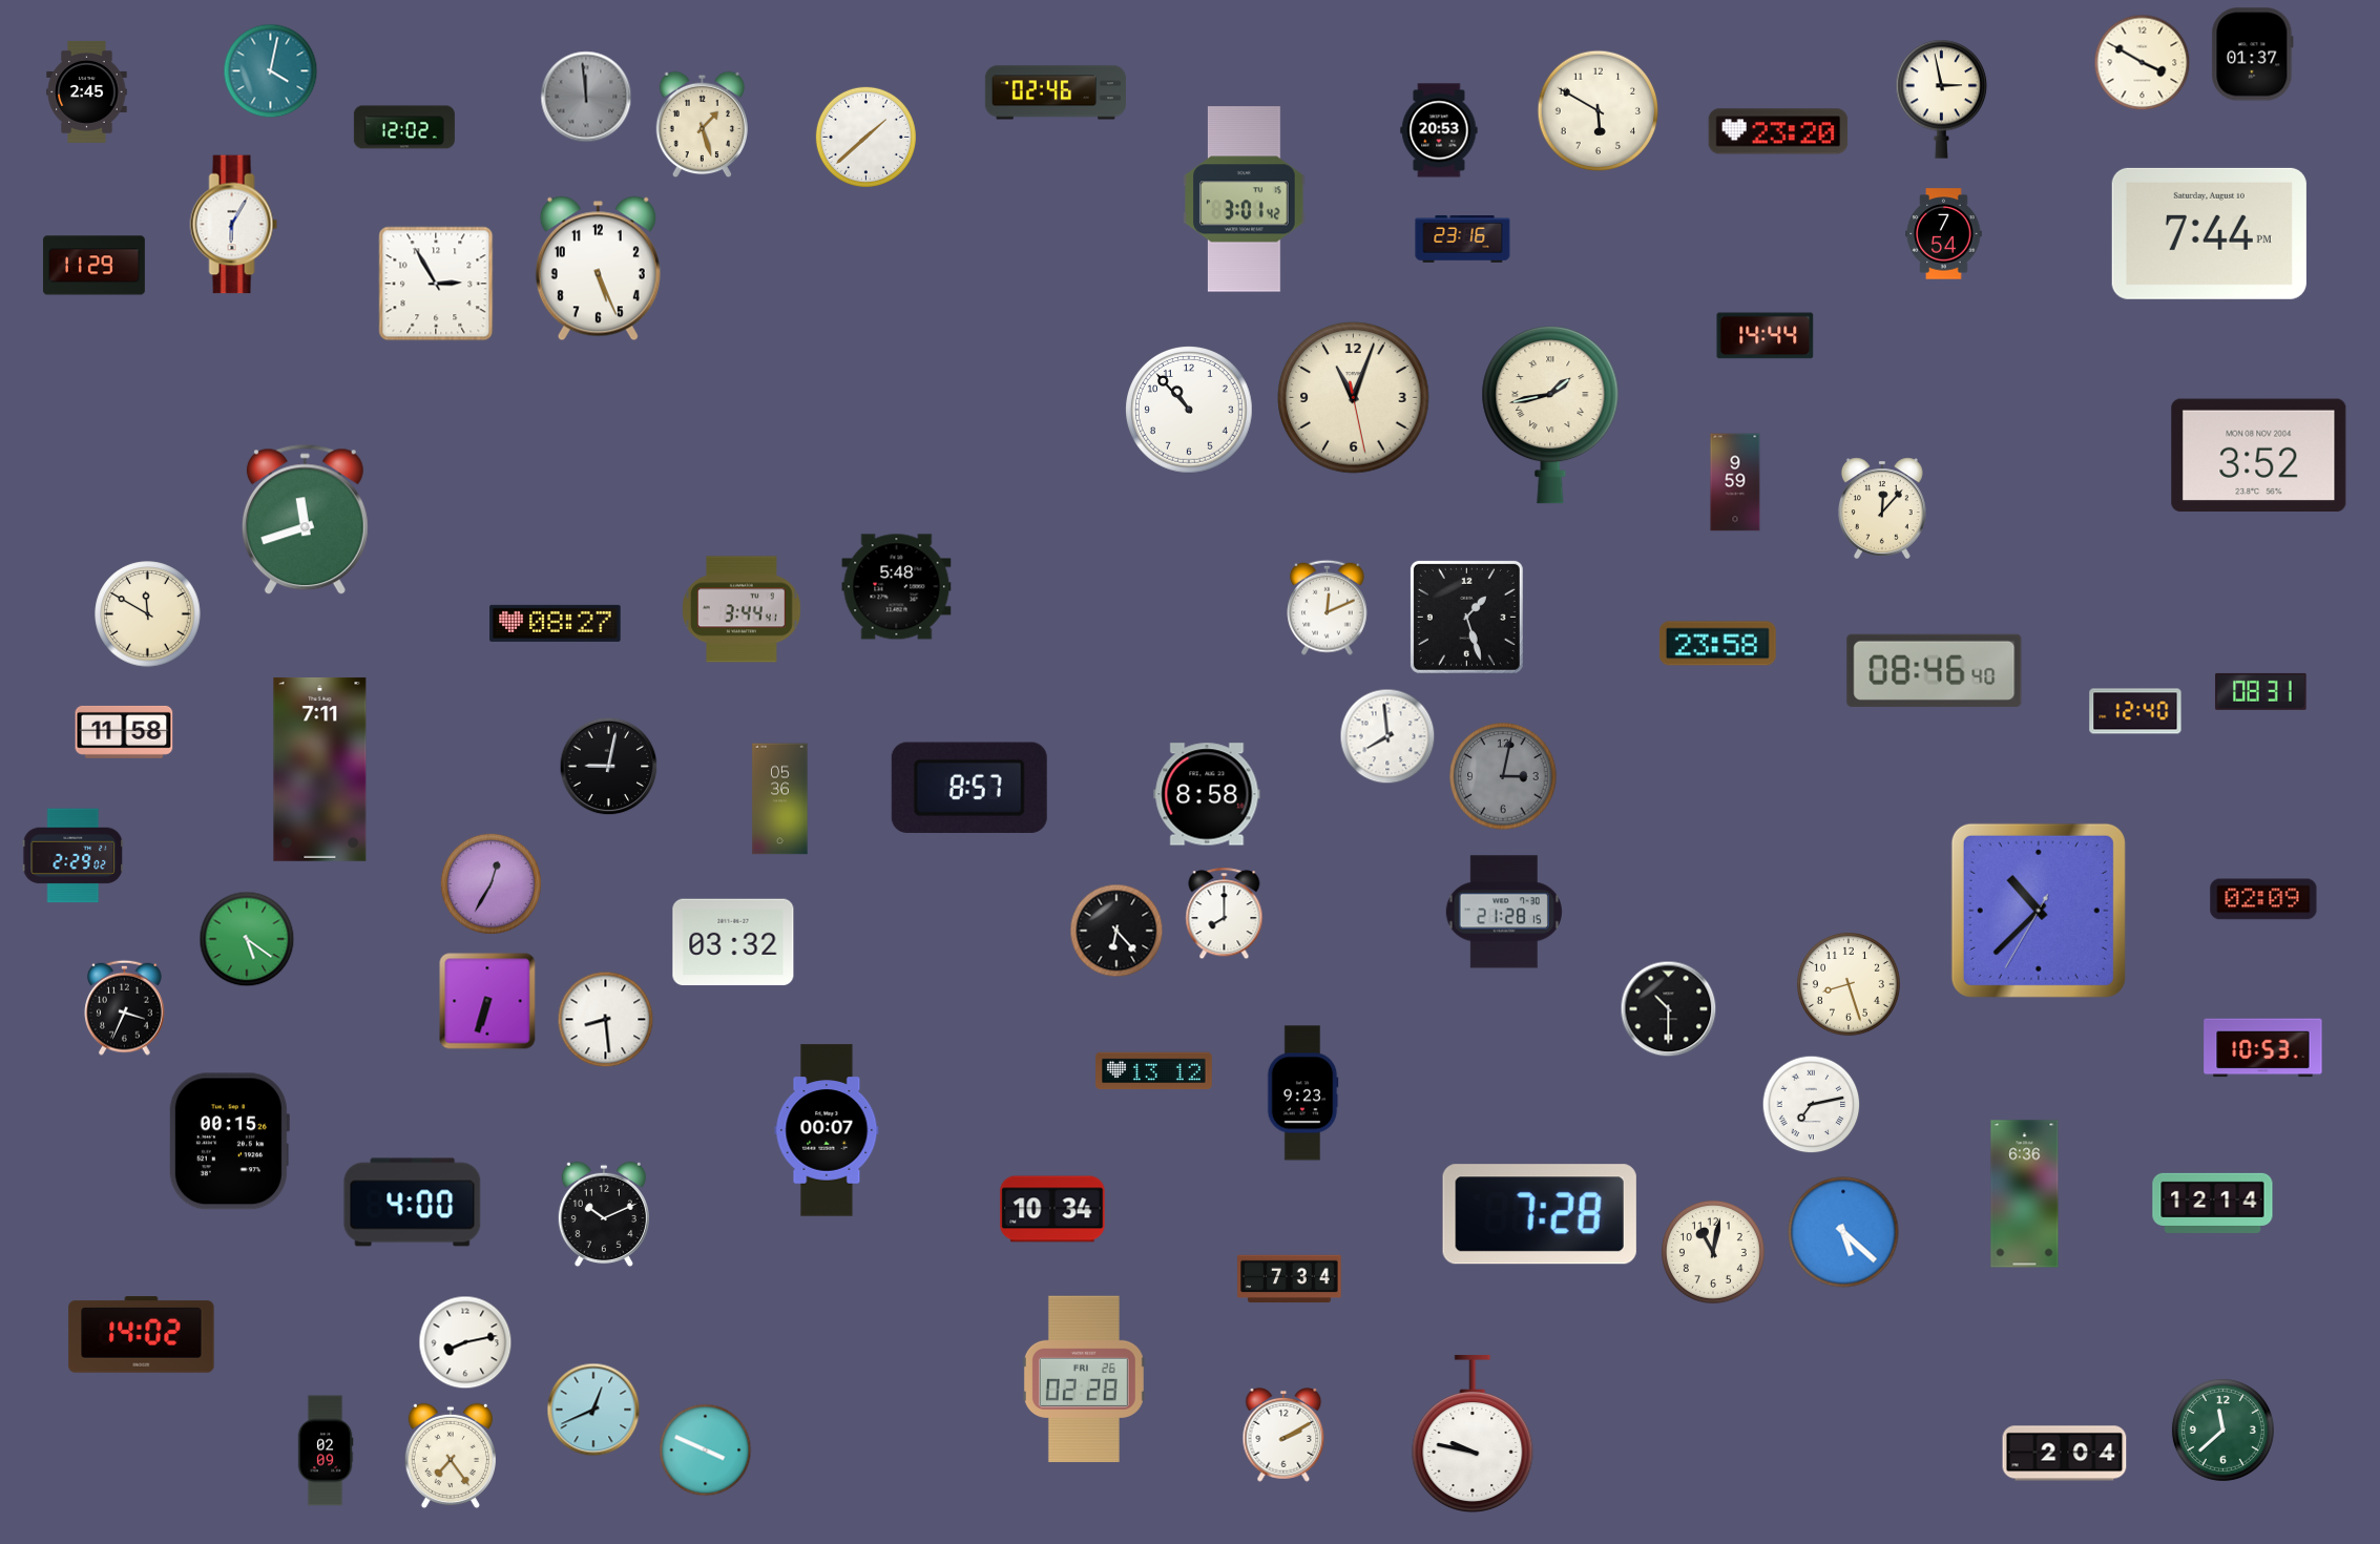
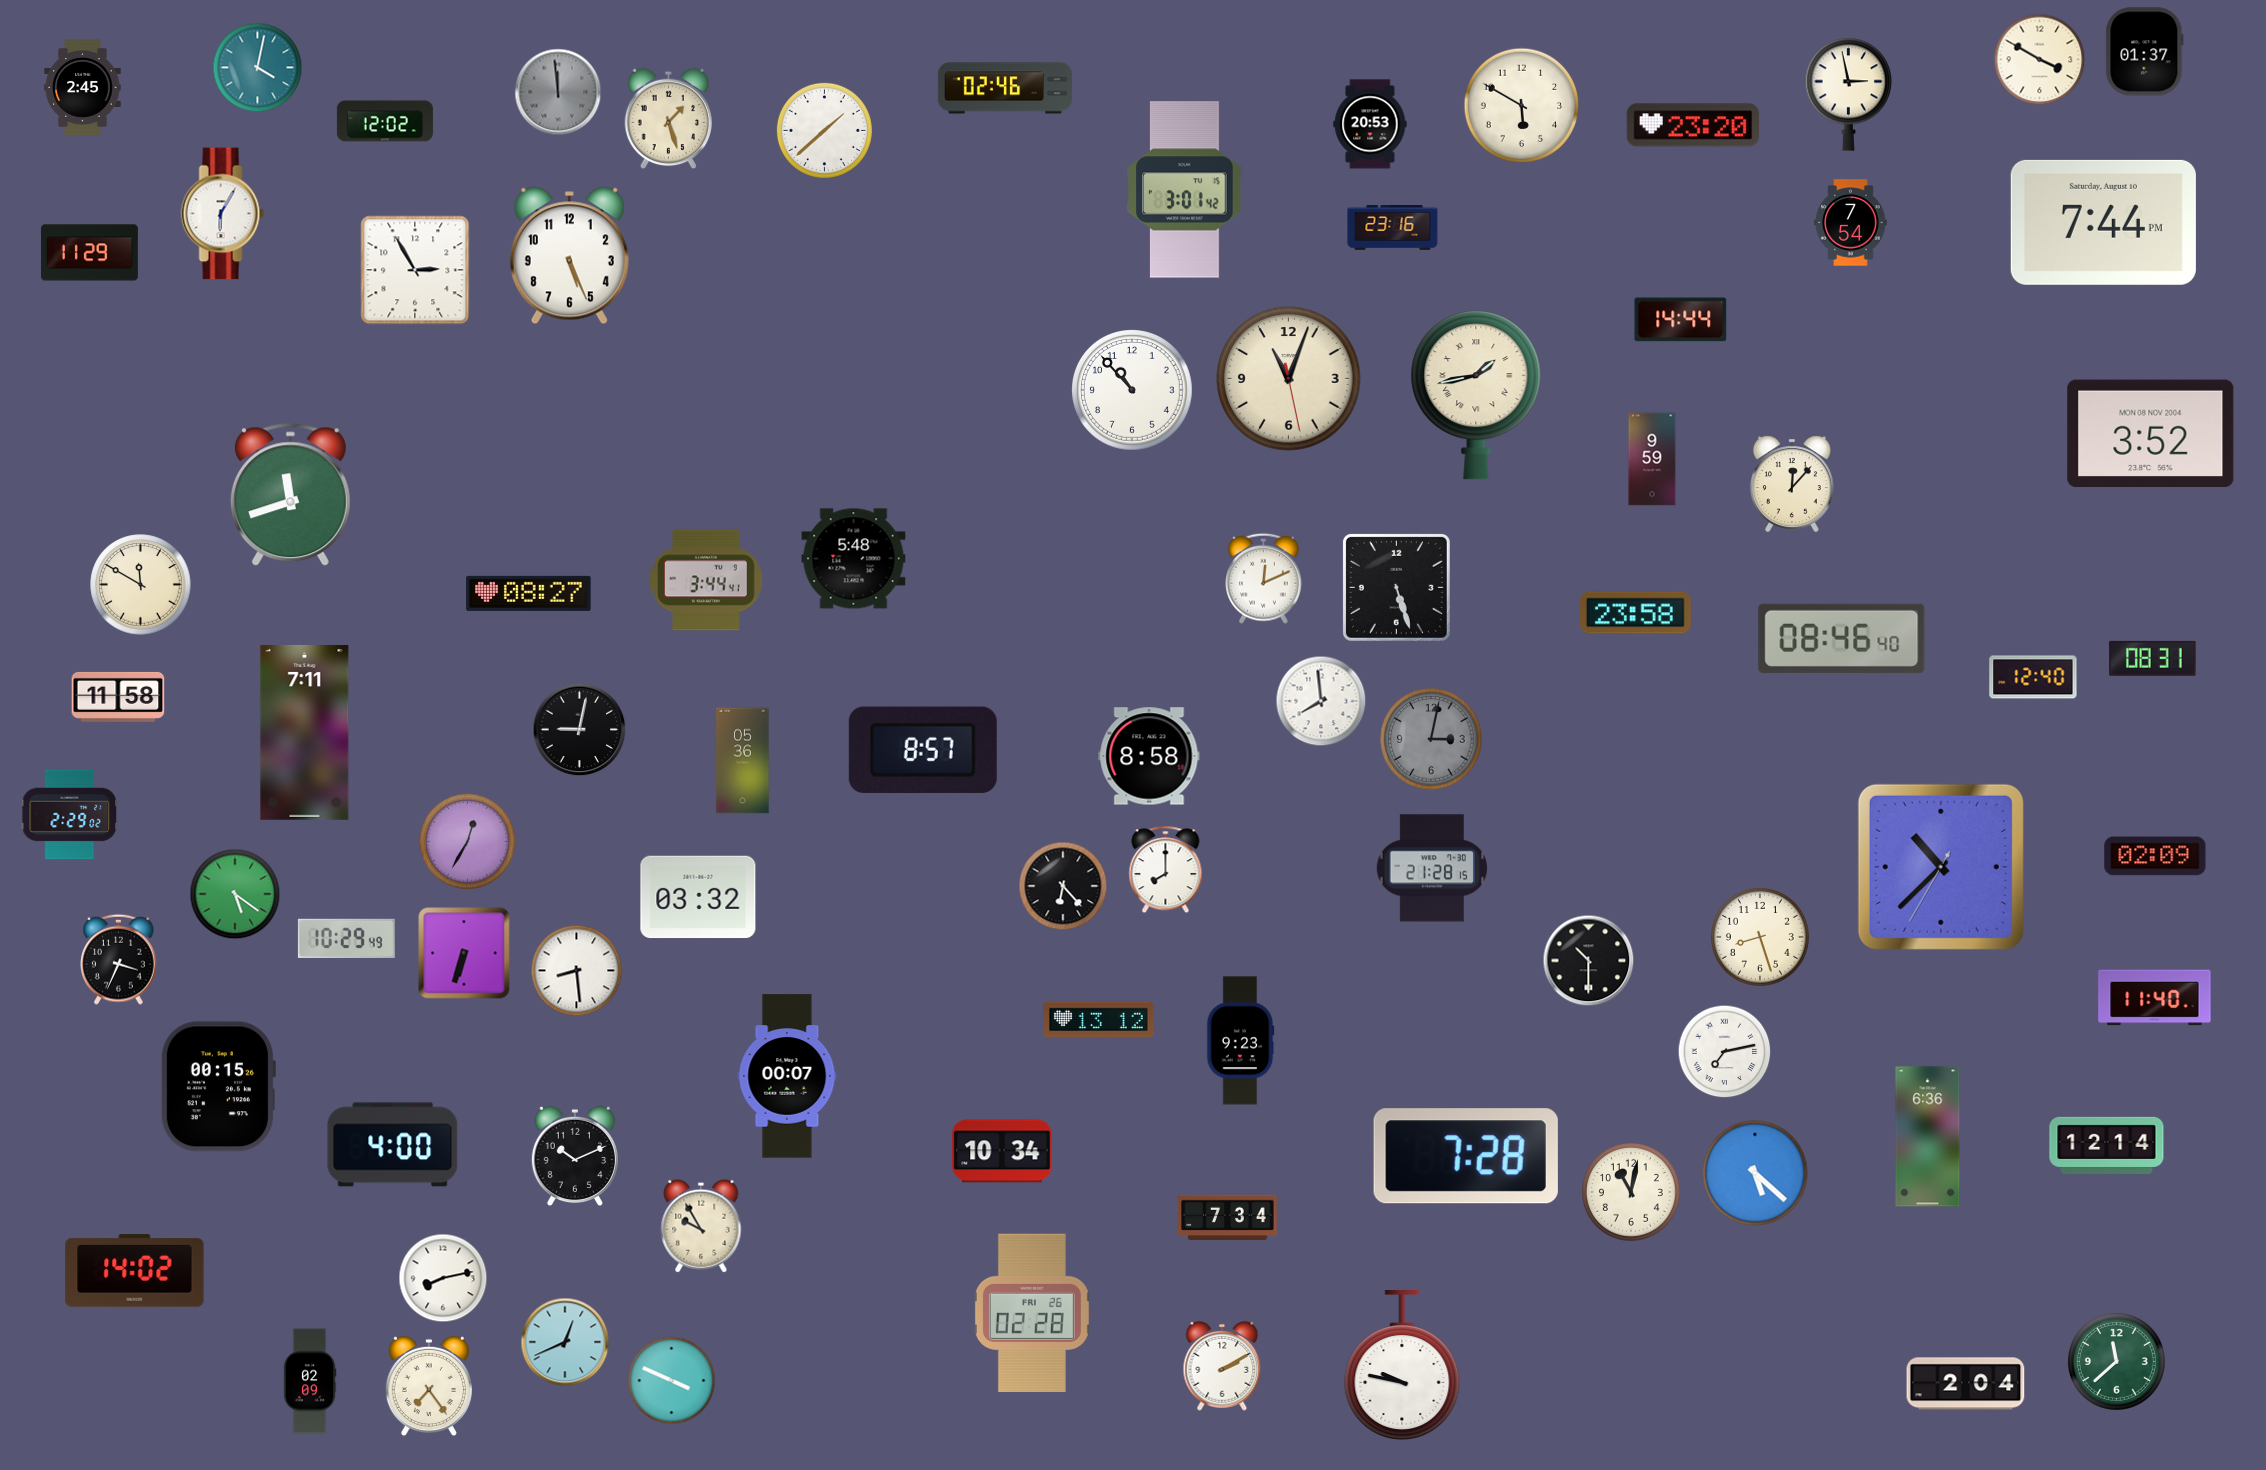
clock at (1466, 617): 1:27 -> 5:27
clock at (346, 938): none -> 10:29
clock at (2263, 1048): 10:53 -> 11:40
clock at (701, 1226): none -> 9:55
